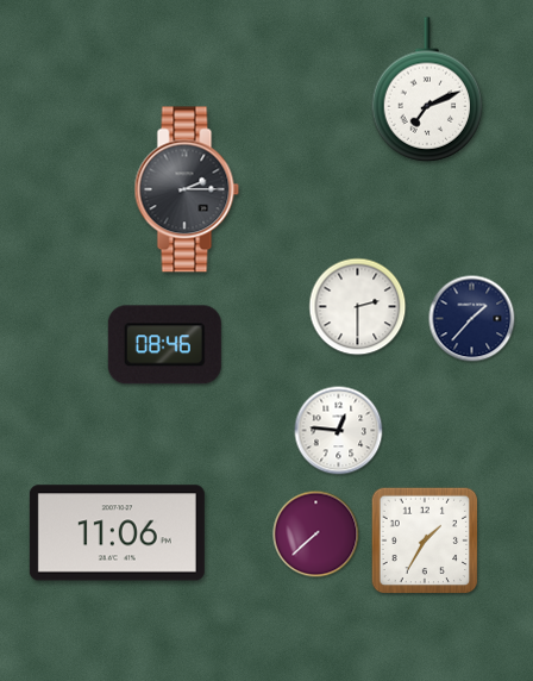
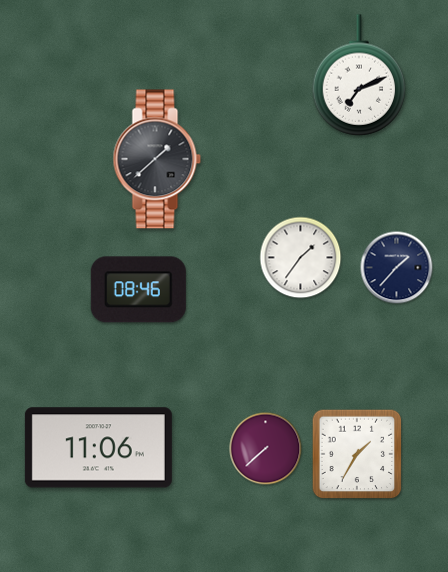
clock at (187, 189): 2:15 -> 1:38
clock at (358, 307): 2:30 -> 1:36
clock at (339, 431): 12:46 -> none
